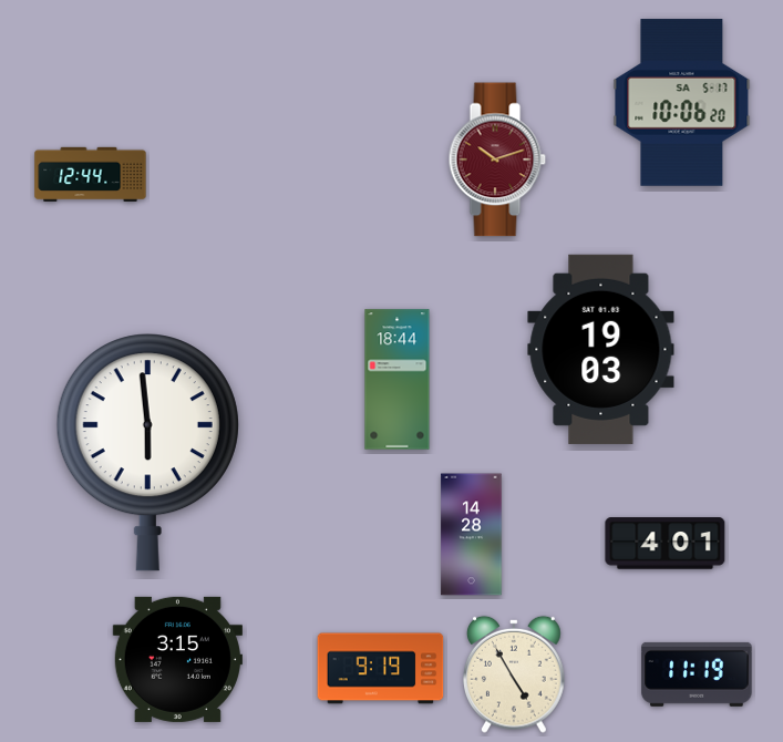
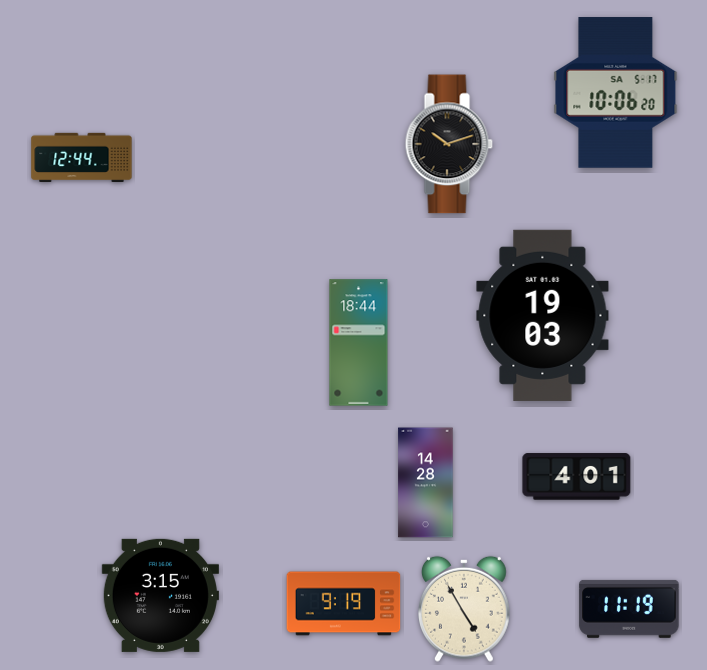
clock at (497, 159) dial: burgundy -> black
clock at (147, 453): 5:59 -> none
clock at (666, 544) position: (666, 544) -> (577, 477)
